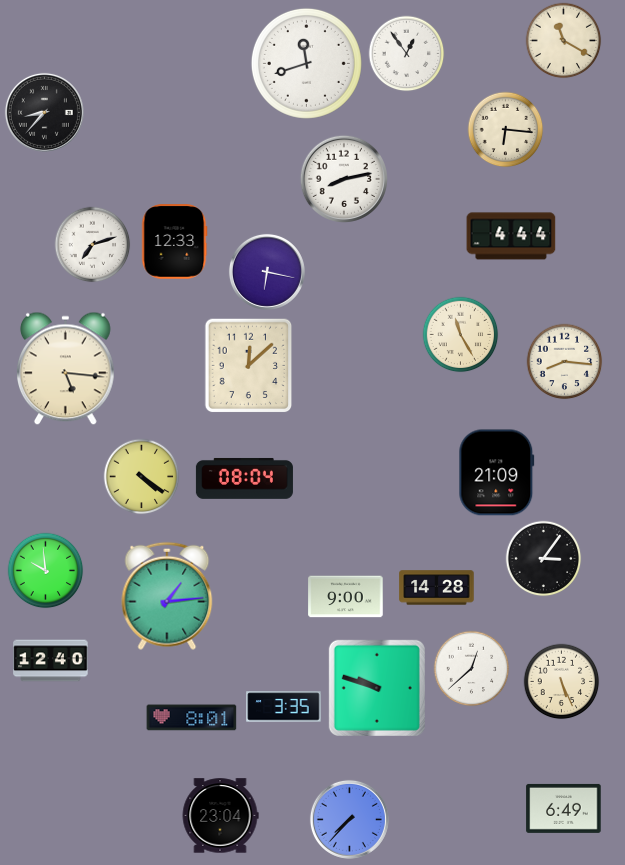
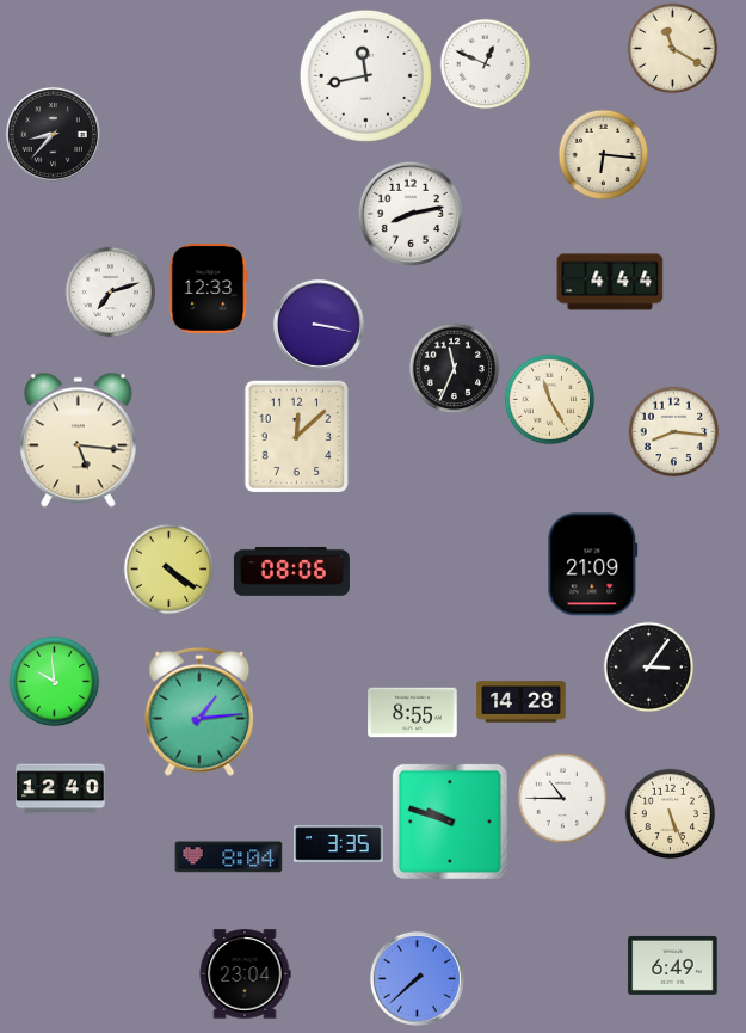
clock at (407, 54): 12:54 -> 12:49
clock at (306, 63): 11:42 -> 11:43
clock at (267, 272): 6:17 -> 3:17
clock at (455, 369): none -> 11:34
clock at (244, 478): 08:04 -> 08:06
clock at (346, 597): 9:00 -> 8:55
clock at (472, 669): 12:38 -> 10:45
clock at (192, 718): 8:01 -> 8:04
clock at (220, 816) position: (220, 816) -> (245, 974)
clock at (349, 819): 7:37 -> 7:38
